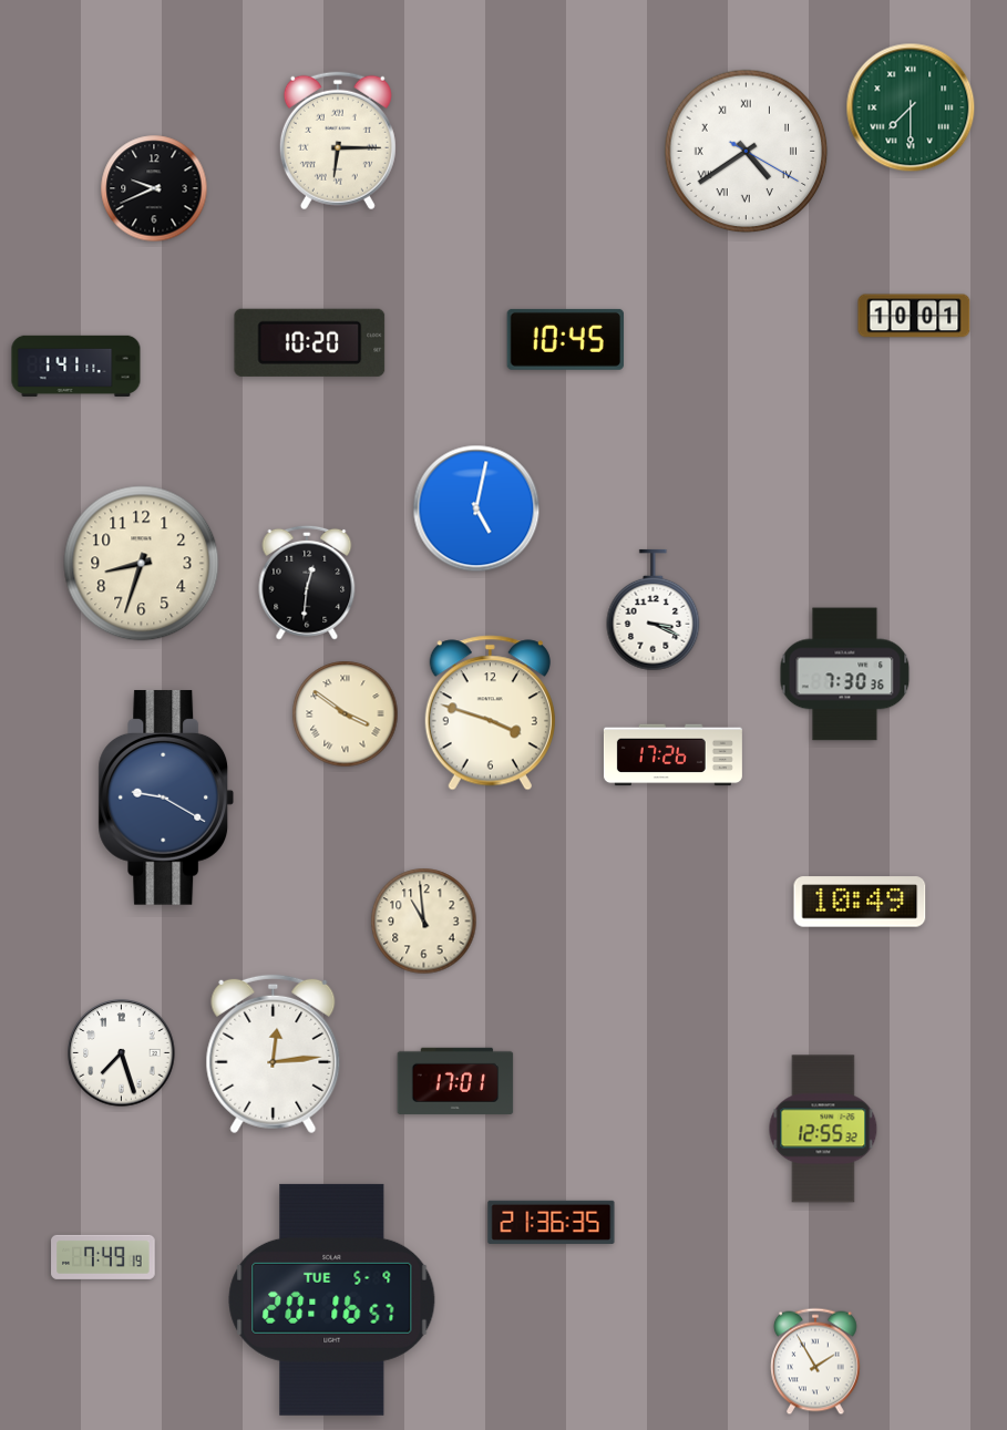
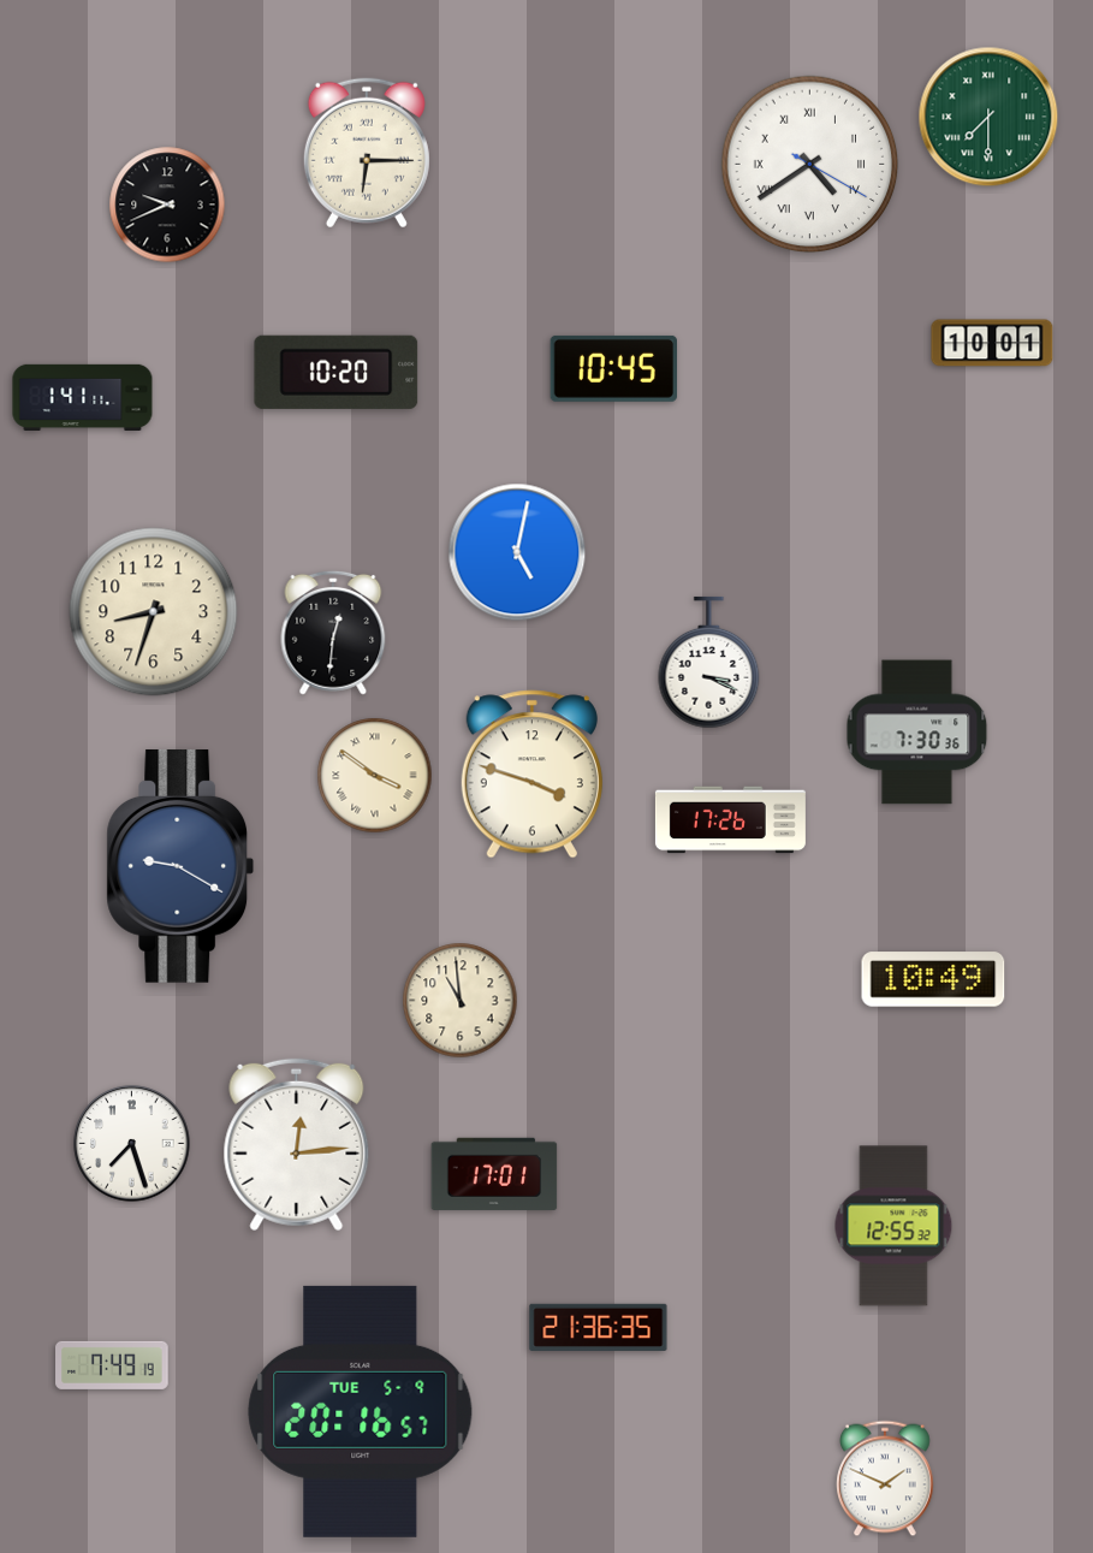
clock at (816, 1361): 1:55 -> 1:49
